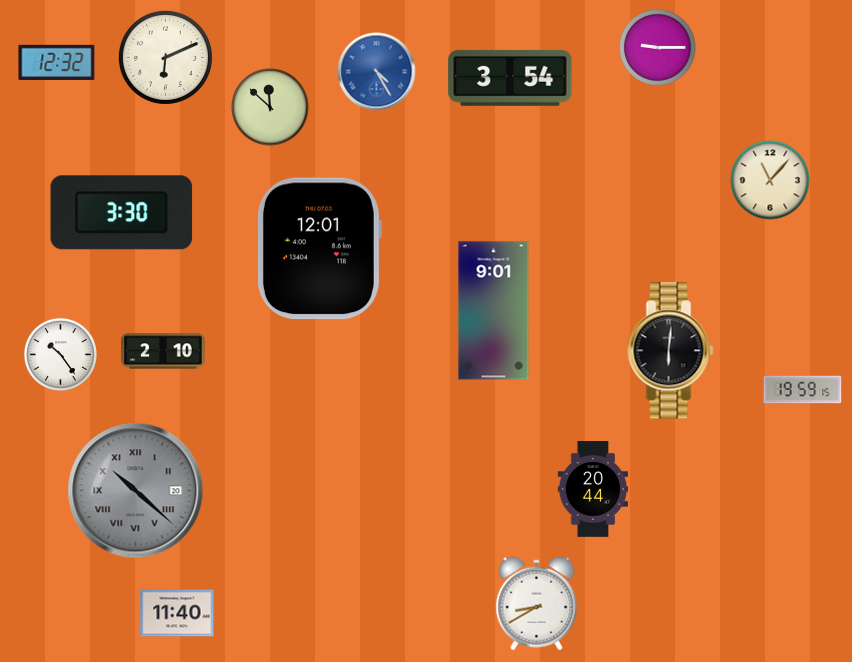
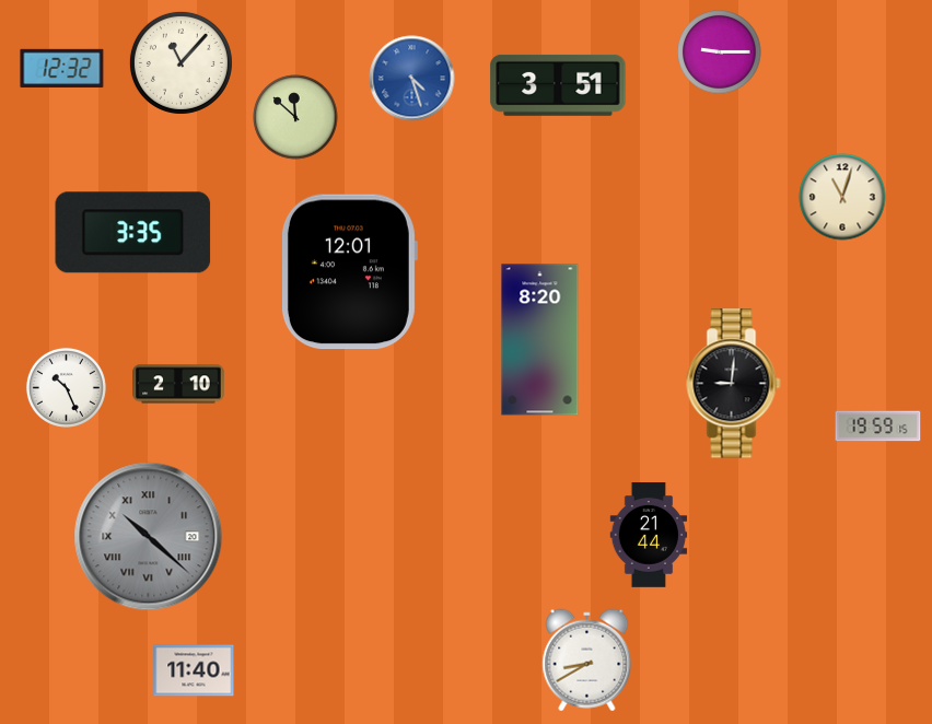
clock at (165, 57): 6:11 -> 11:07
clock at (377, 72): 4:25 -> 4:27
clock at (510, 78): 3:54 -> 3:51
clock at (770, 180): 11:07 -> 11:03
clock at (122, 213): 3:30 -> 3:35
clock at (494, 311): 9:01 -> 8:20
clock at (671, 351): 6:01 -> 9:01
clock at (60, 354): 10:24 -> 10:26
clock at (593, 489): 20:44 -> 21:44
